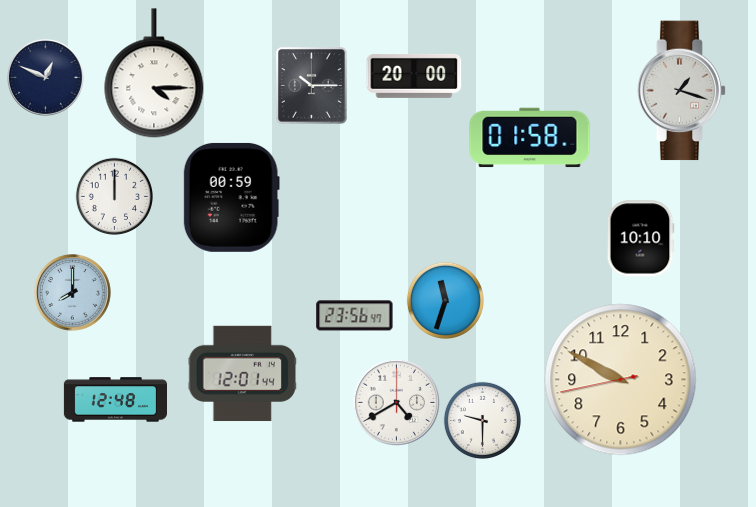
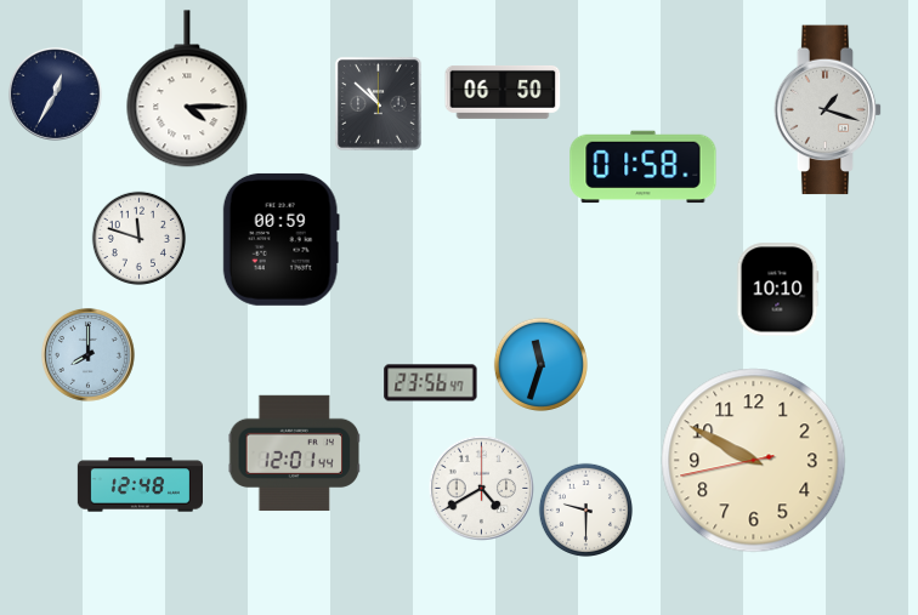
clock at (414, 76): 20:00 -> 06:50
clock at (46, 78): 12:49 -> 12:35
clock at (311, 86): 10:15 -> 10:52
clock at (114, 196): 12:00 -> 11:48
